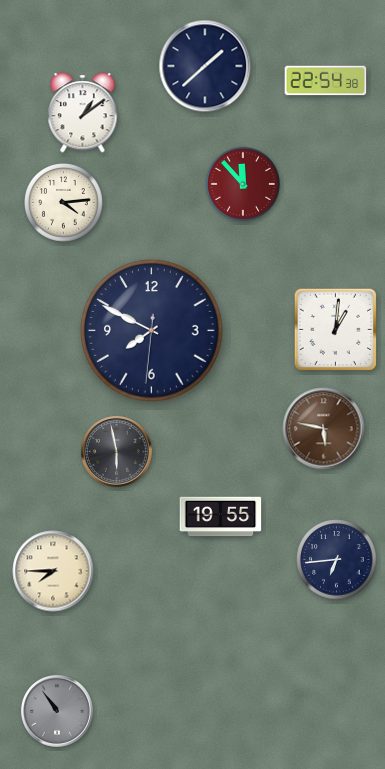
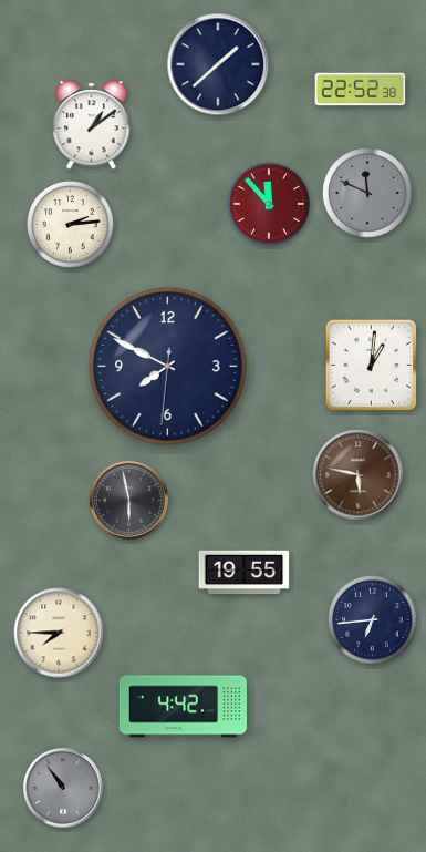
clock at (205, 66) position: (205, 66) -> (218, 64)
clock at (326, 81): 22:54 -> 22:52
clock at (367, 193): none -> 11:49
clock at (64, 203): 4:14 -> 2:14
clock at (183, 707): none -> 4:42
